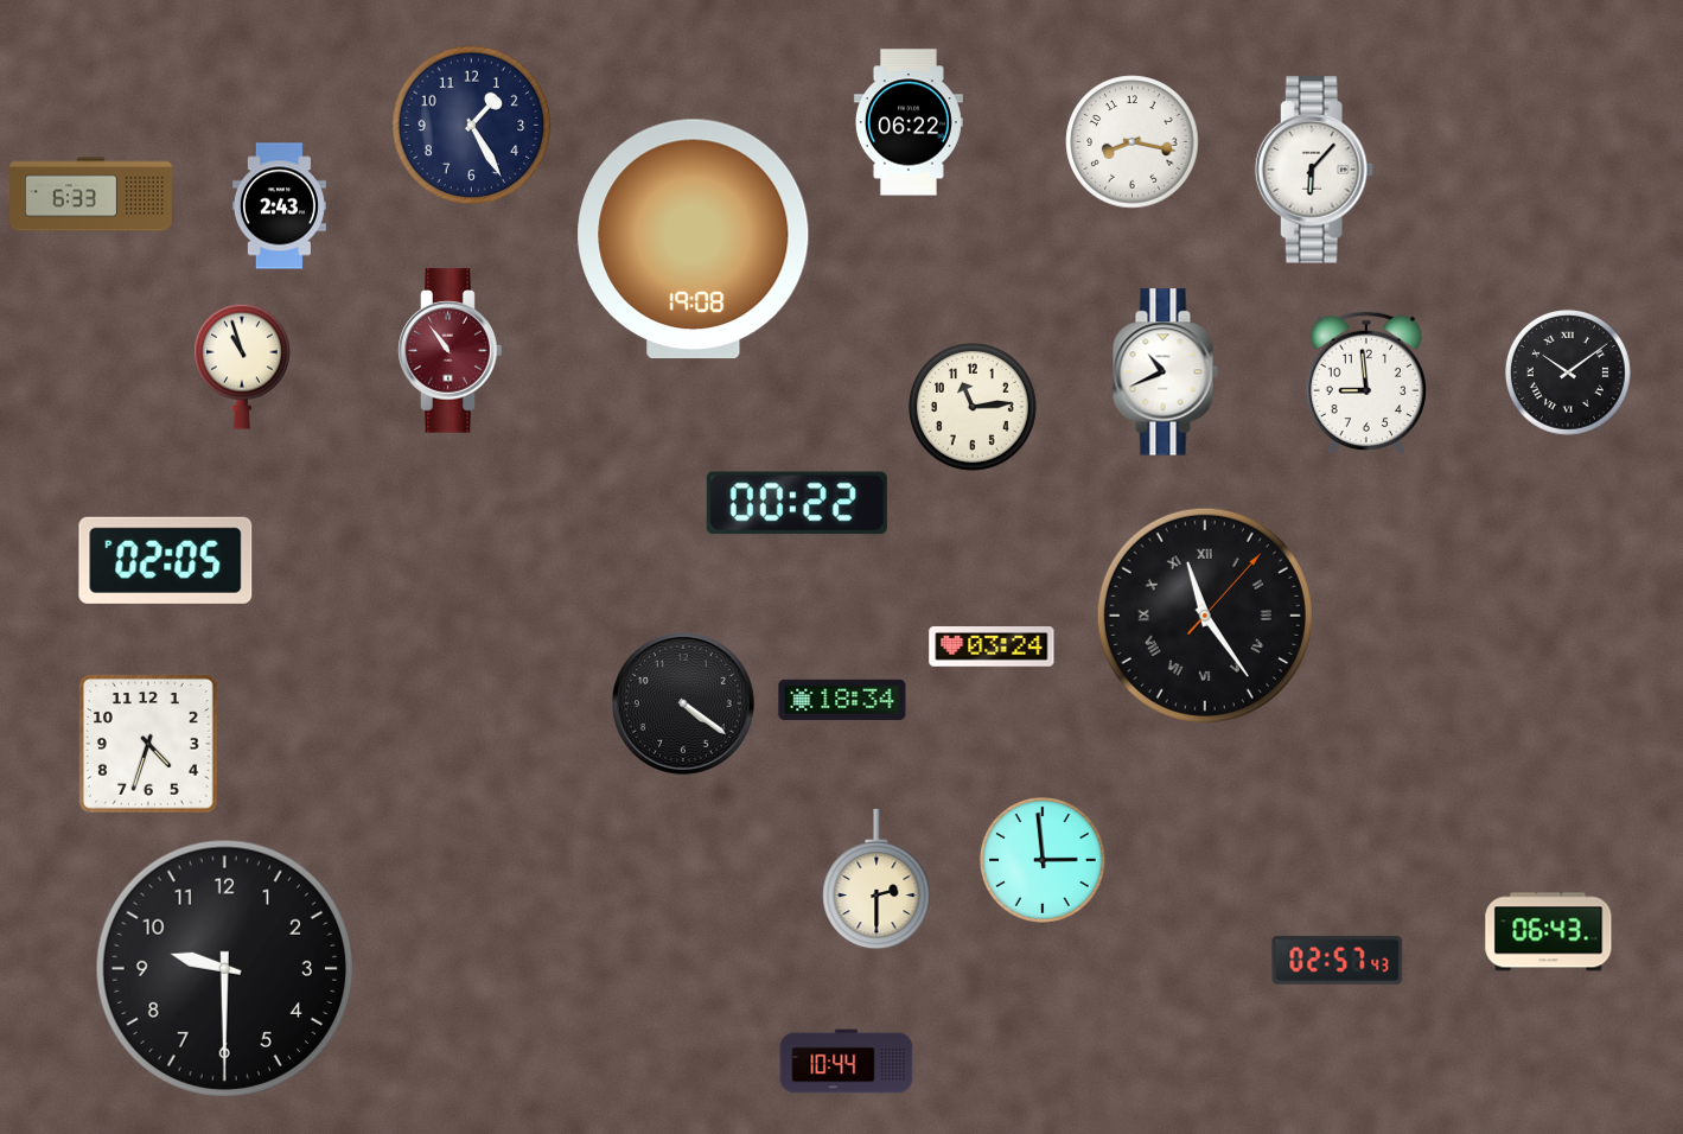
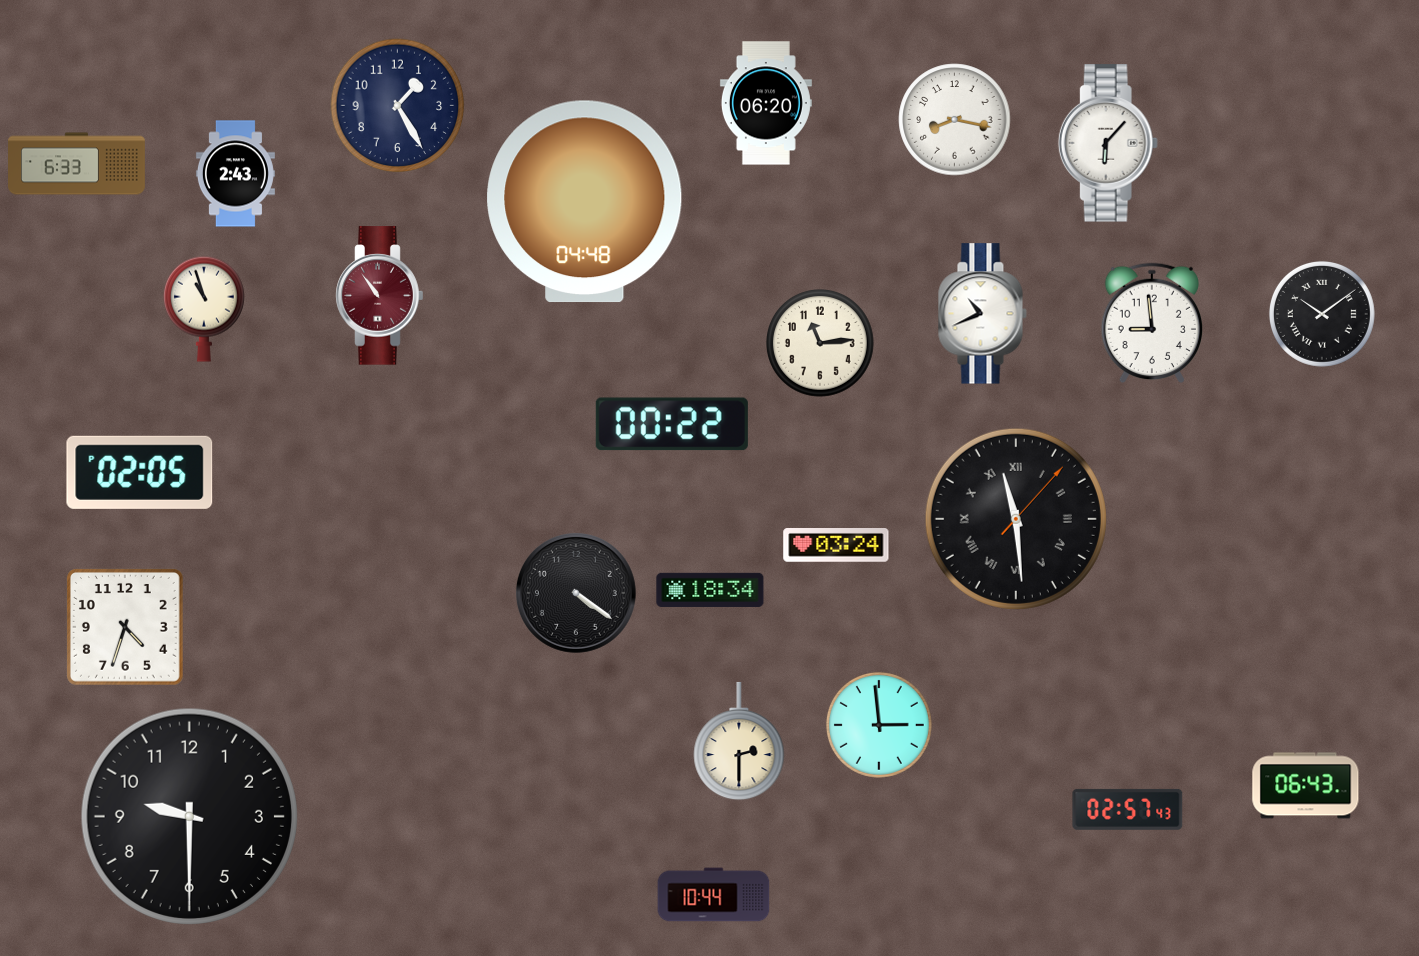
clock at (909, 122): 06:22 -> 06:20
clock at (694, 240): 19:08 -> 04:48
clock at (1205, 616): 11:24 -> 11:29
